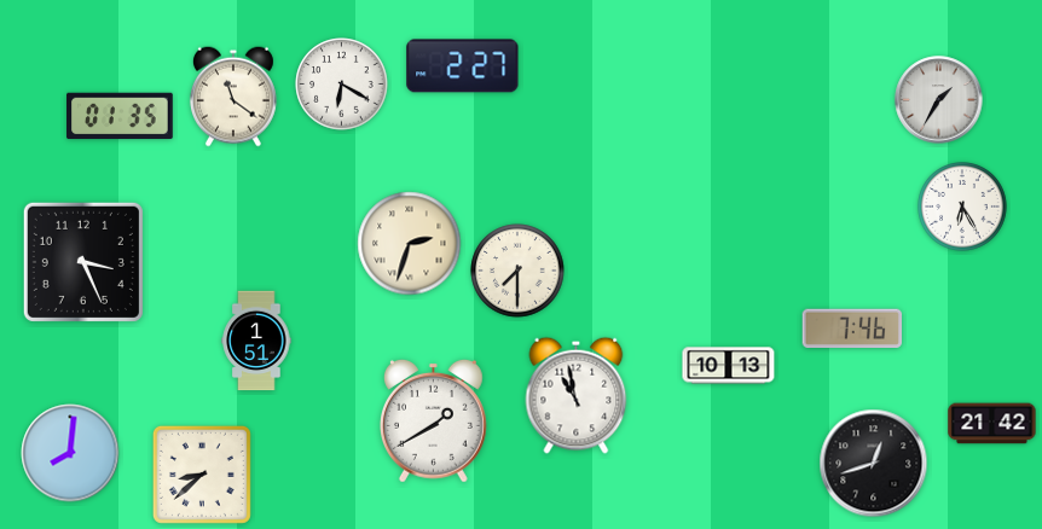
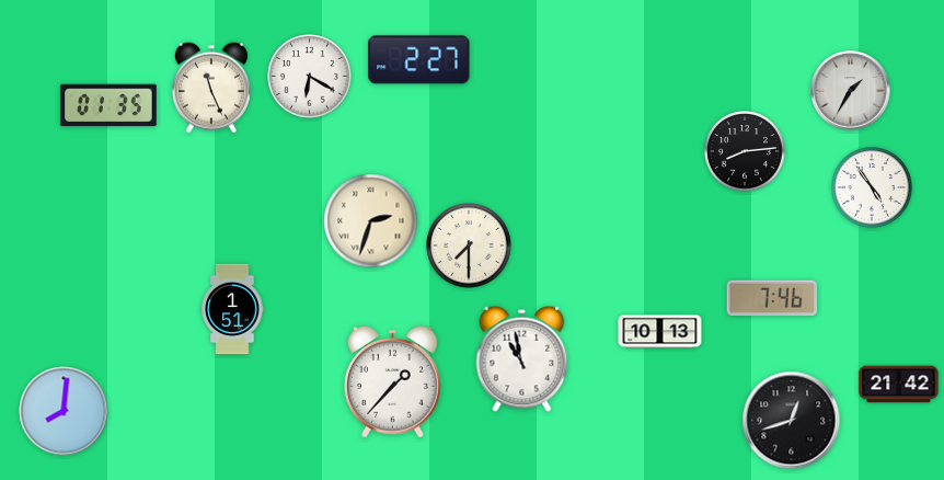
clock at (233, 97): 11:21 -> 11:26
clock at (746, 152): none -> 8:14
clock at (963, 208): 6:25 -> 4:54
clock at (83, 262): 3:26 -> none
clock at (433, 420): 1:40 -> 1:37
clock at (202, 475): 8:38 -> none
